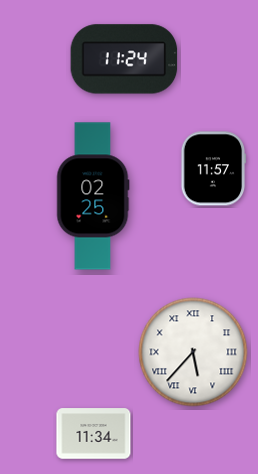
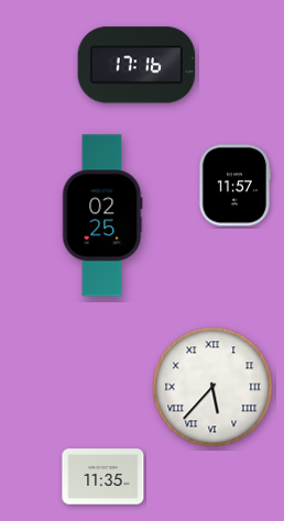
clock at (124, 59): 11:24 -> 17:16
clock at (94, 434): 11:34 -> 11:35
